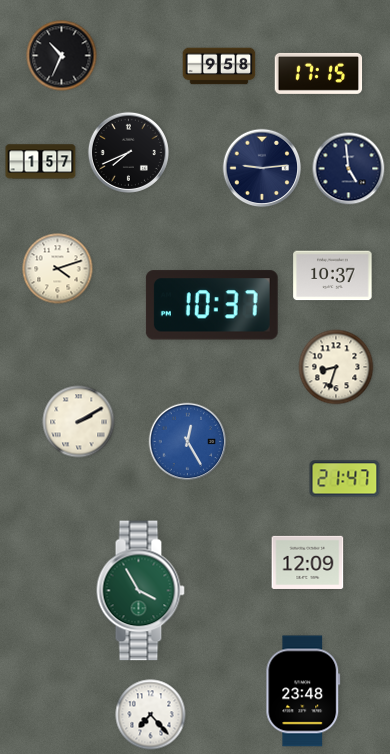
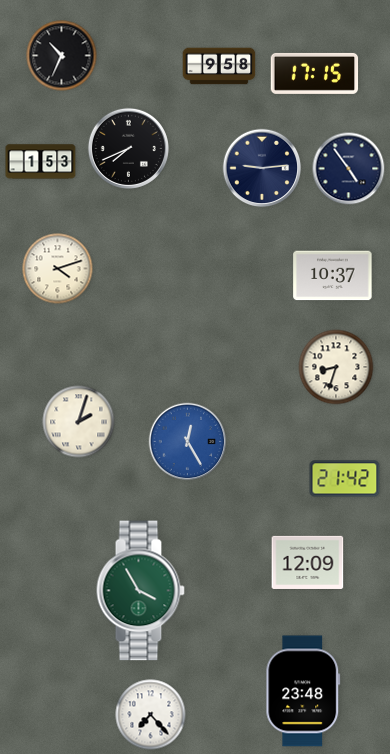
clock at (319, 73) position: (319, 73) -> (315, 73)
clock at (128, 152) position: (128, 152) -> (128, 148)
clock at (41, 162): 1:57 -> 1:53
clock at (349, 169): 4:59 -> 4:54
clock at (212, 305): 10:37 -> none
clock at (79, 422): 2:10 -> 2:03
clock at (345, 479): 21:47 -> 21:42
